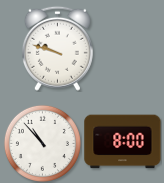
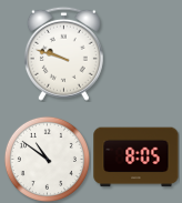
clock at (123, 142): 8:00 -> 8:05
clock at (42, 143): 10:53 -> 10:51
